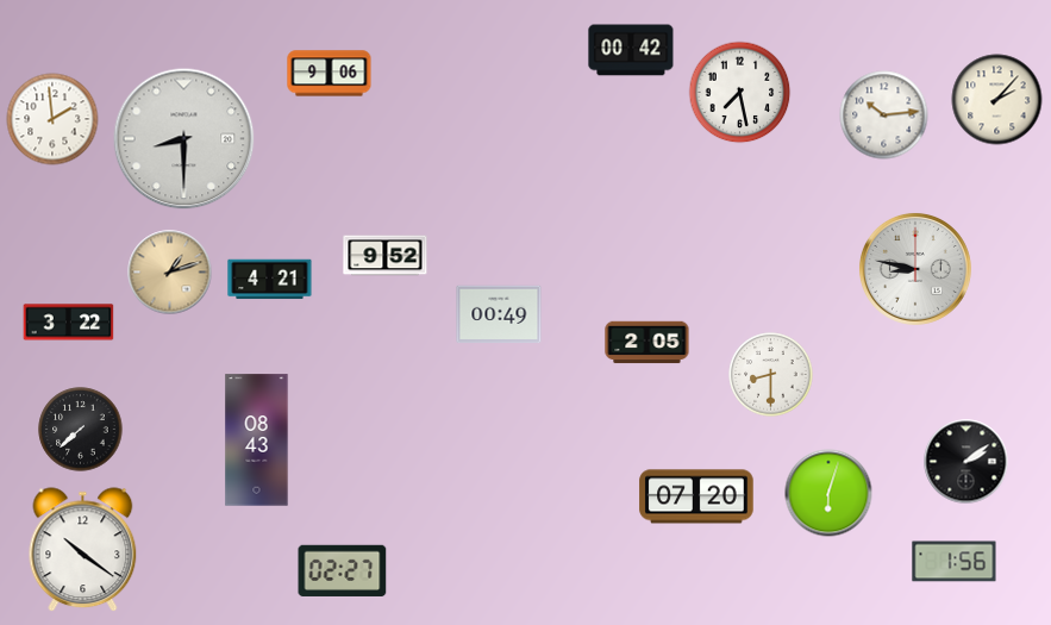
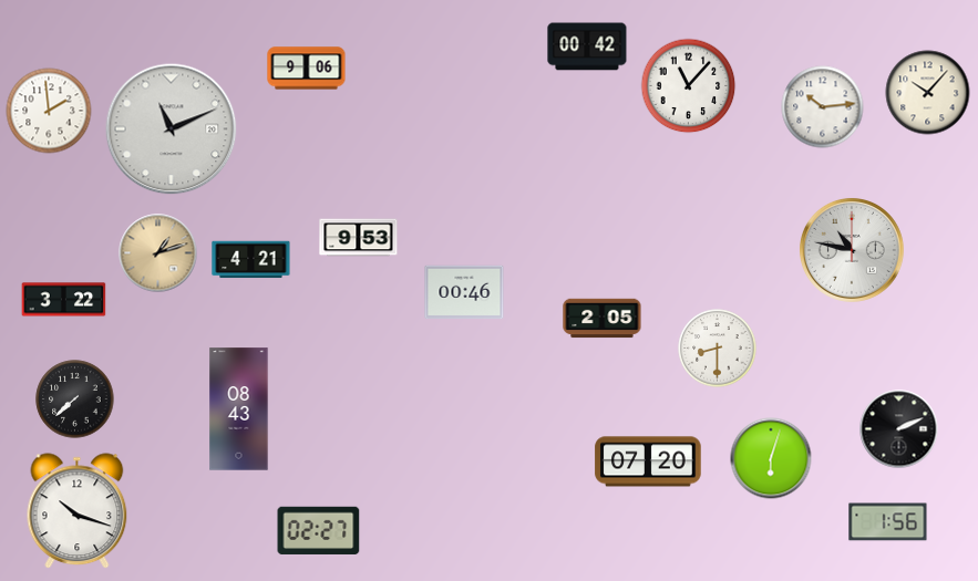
clock at (740, 93): 7:28 -> 11:07
clock at (997, 100): 2:07 -> 10:07
clock at (184, 139): 8:30 -> 11:11
clock at (386, 256): 9:52 -> 9:53
clock at (915, 269): 8:47 -> 10:47
clock at (499, 314): 00:49 -> 00:46
clock at (966, 462): 2:09 -> 2:11
clock at (83, 550): 10:21 -> 10:18
